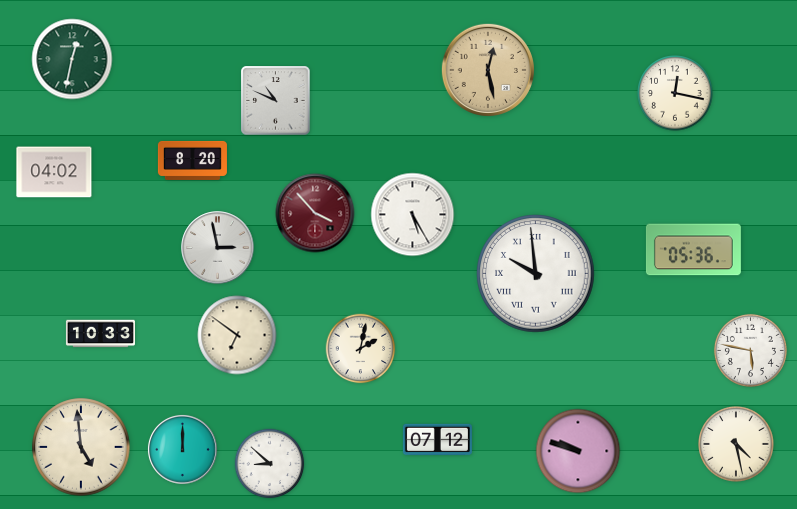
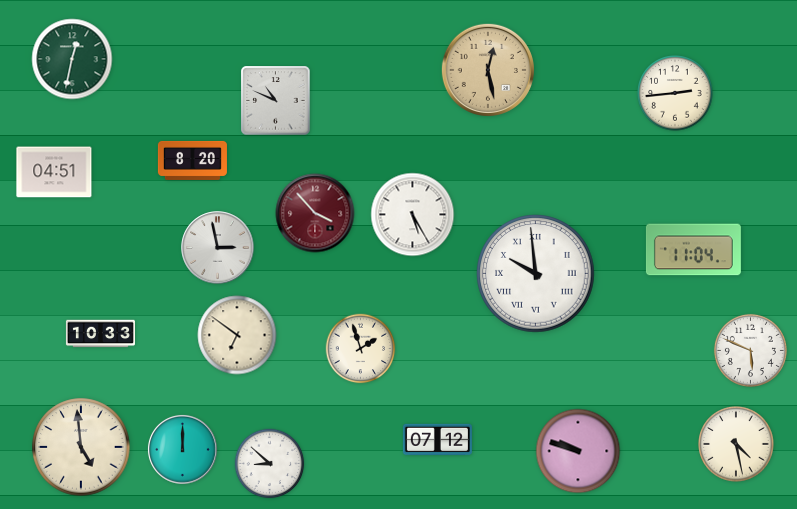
clock at (675, 93): 12:17 -> 2:44
clock at (54, 172): 04:02 -> 04:51
clock at (693, 250): 05:36 -> 11:04
clock at (361, 349): 2:02 -> 1:57
clock at (750, 350): 5:47 -> 5:49
